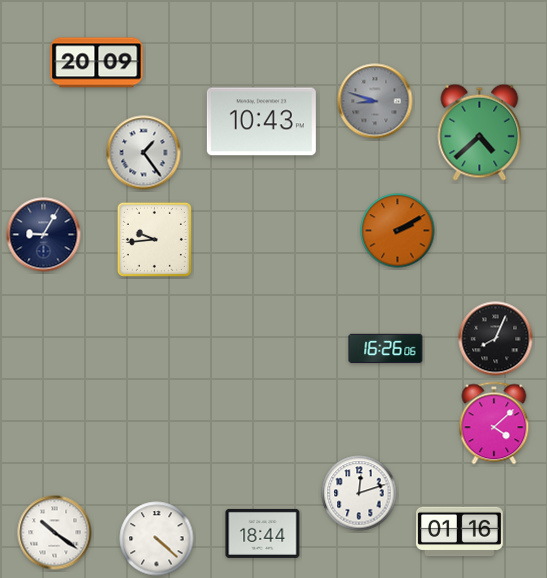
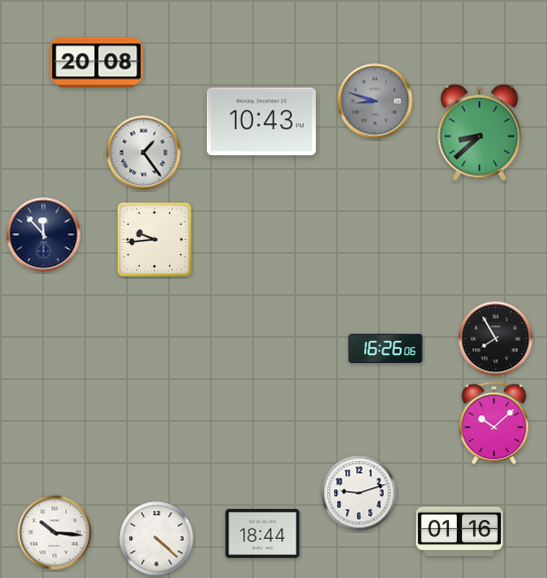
clock at (97, 63): 20:09 -> 20:08
clock at (480, 132): 4:38 -> 8:38
clock at (398, 231): 2:10 -> none
clock at (44, 235): 9:05 -> 11:53
clock at (496, 339): 8:04 -> 7:55
clock at (494, 423): 4:08 -> 10:08
clock at (359, 493): 12:12 -> 9:12
clock at (55, 533): 10:21 -> 10:16
